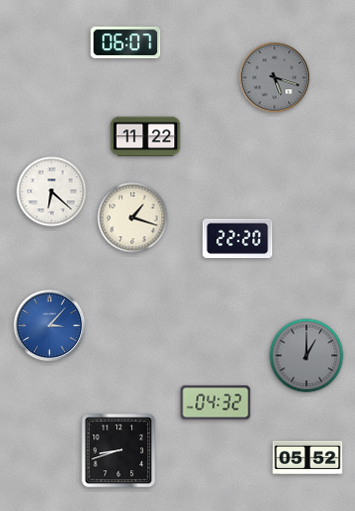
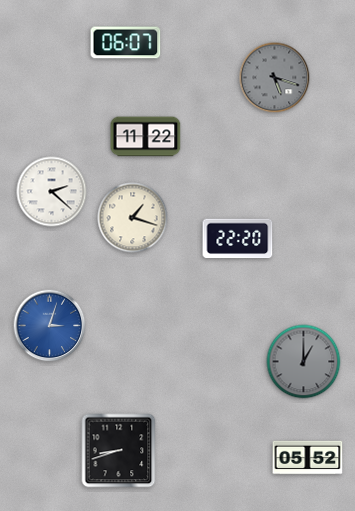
clock at (52, 192): 6:22 -> 2:22
clock at (50, 326): 3:07 -> 3:03
clock at (307, 356) position: (307, 356) -> (304, 362)
clock at (216, 403): 04:32 -> none
